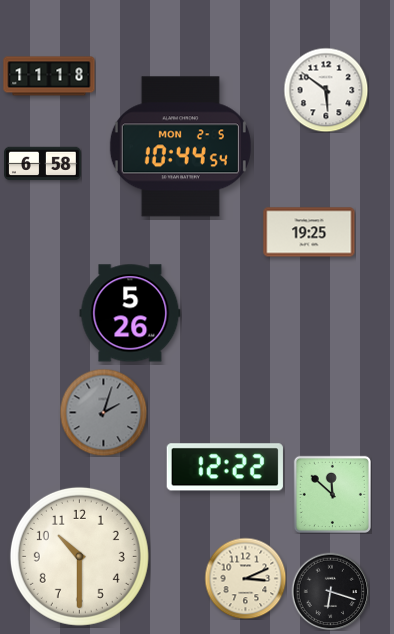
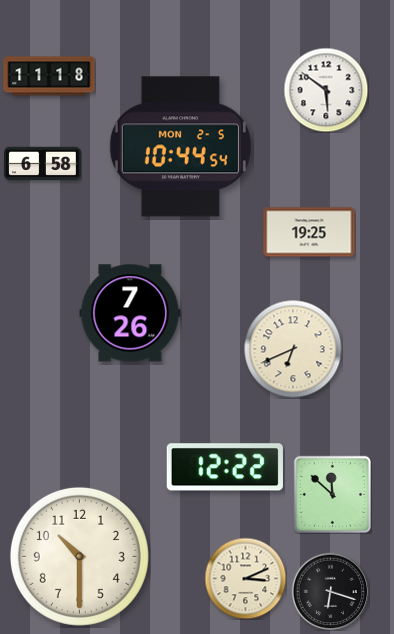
clock at (130, 313): 5:26 -> 7:26
clock at (293, 349): none -> 6:41
clock at (103, 412): 2:03 -> none
